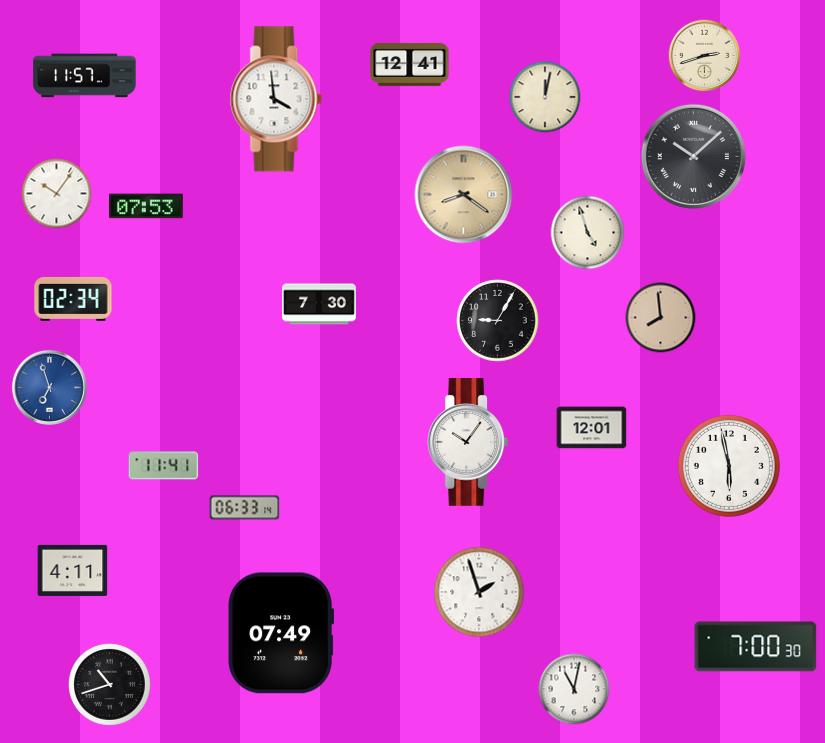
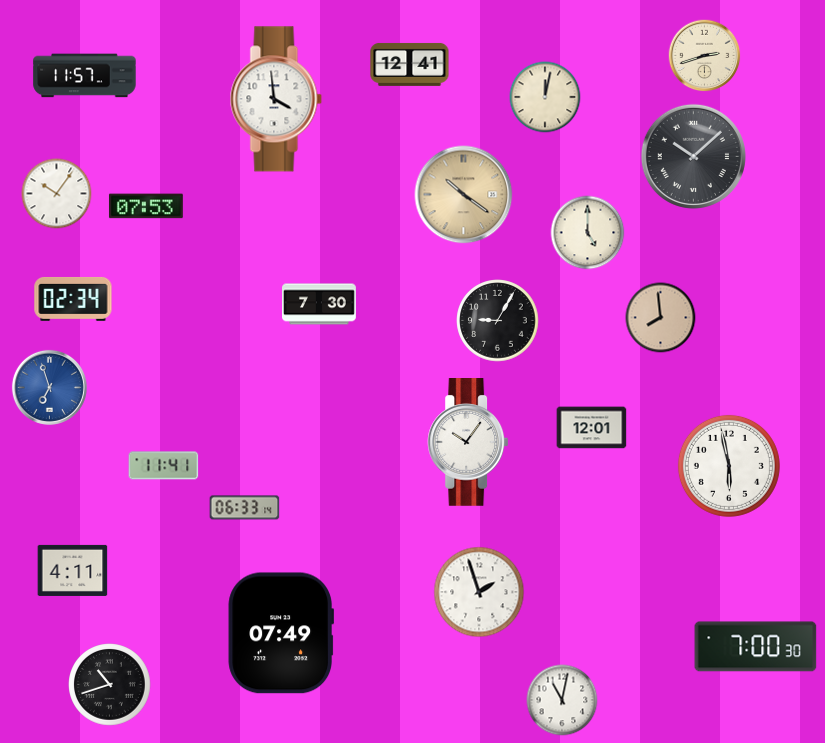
clock at (464, 195): 8:21 -> 10:21
clock at (588, 233): 4:57 -> 5:00
clock at (574, 689) position: (574, 689) -> (562, 700)
